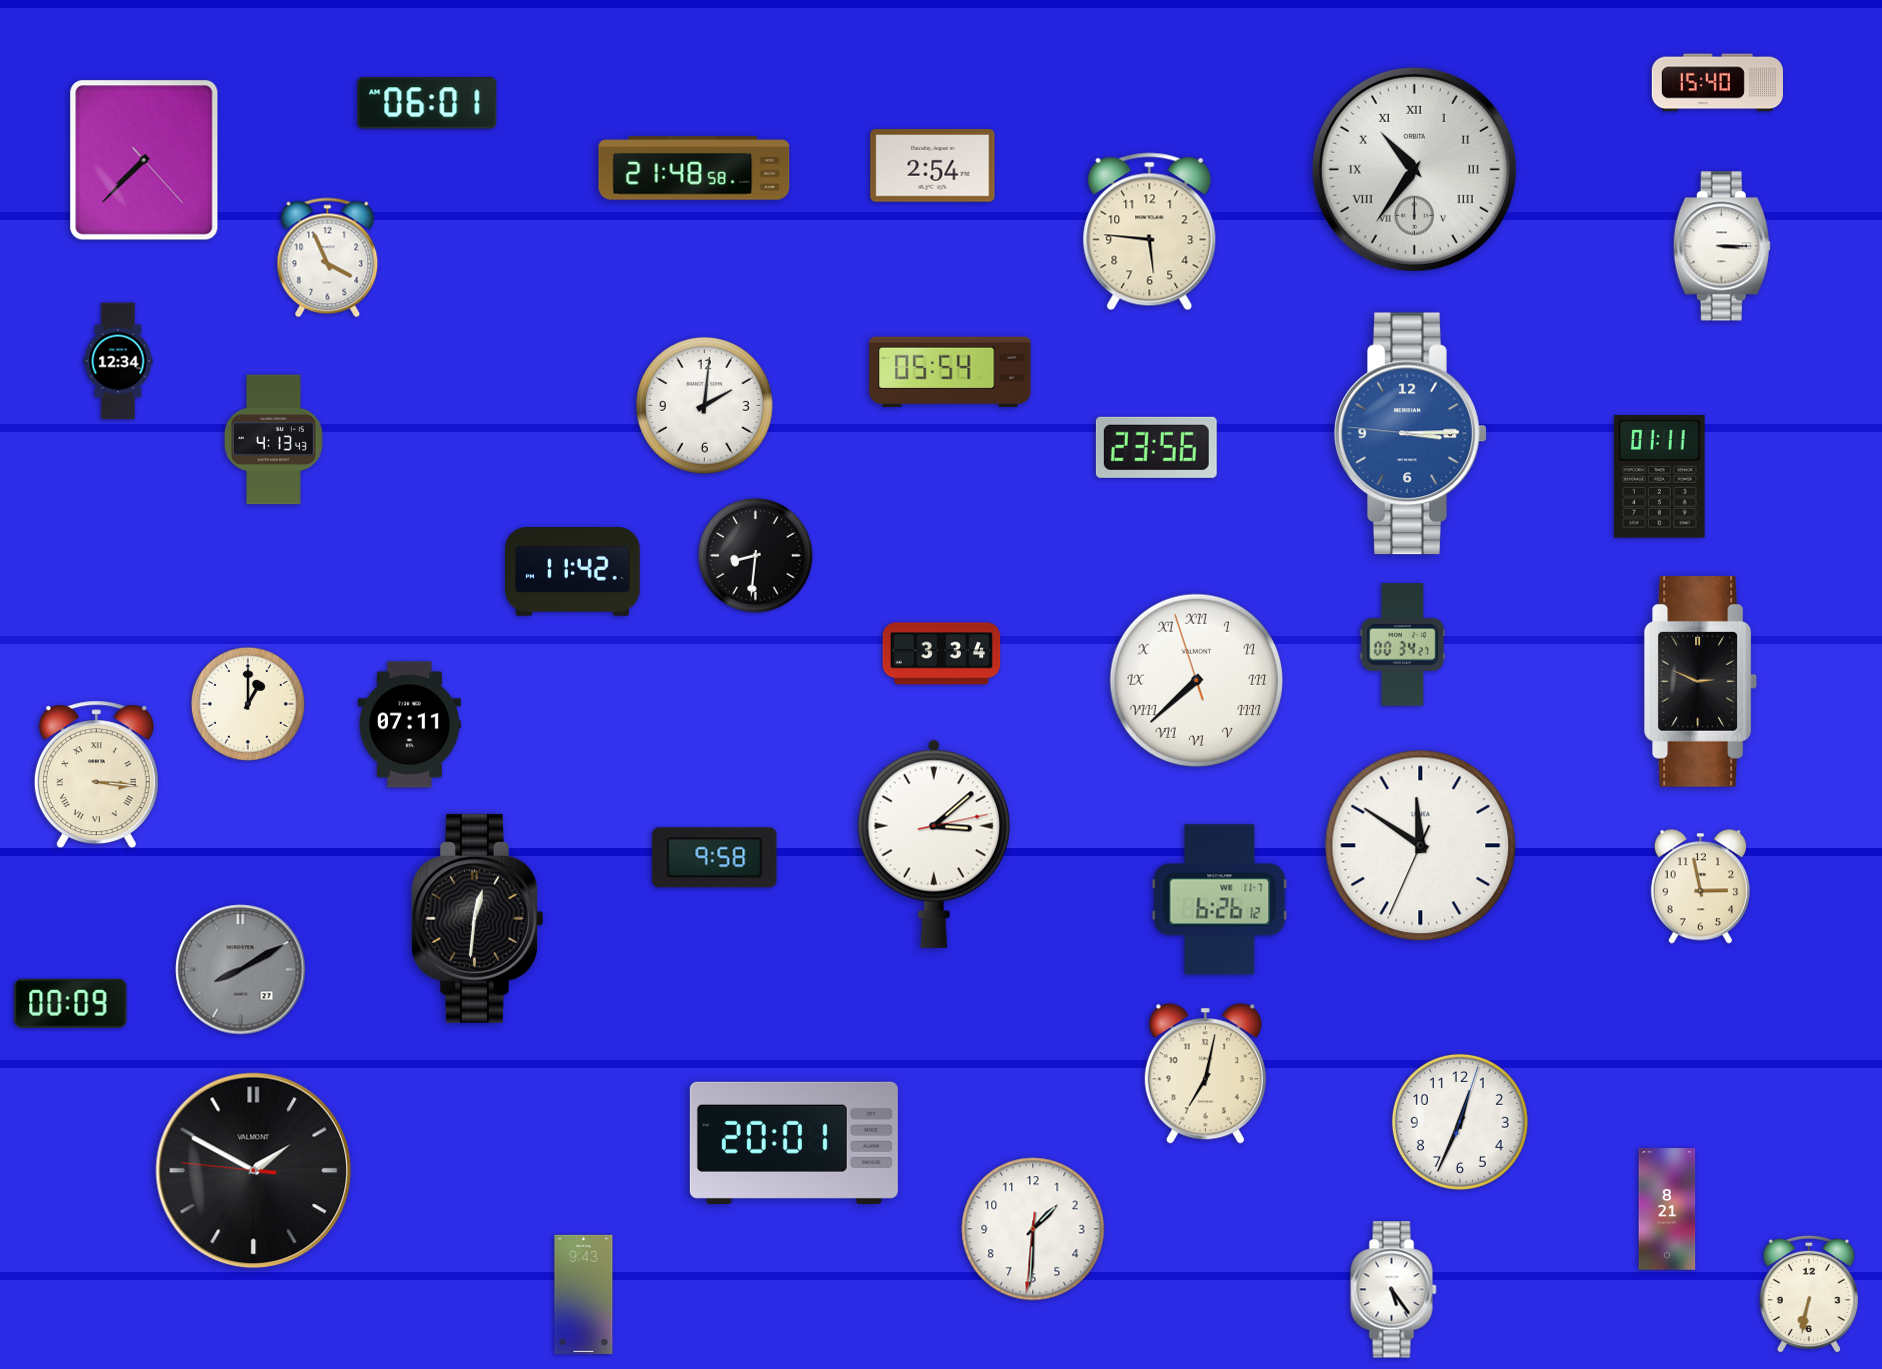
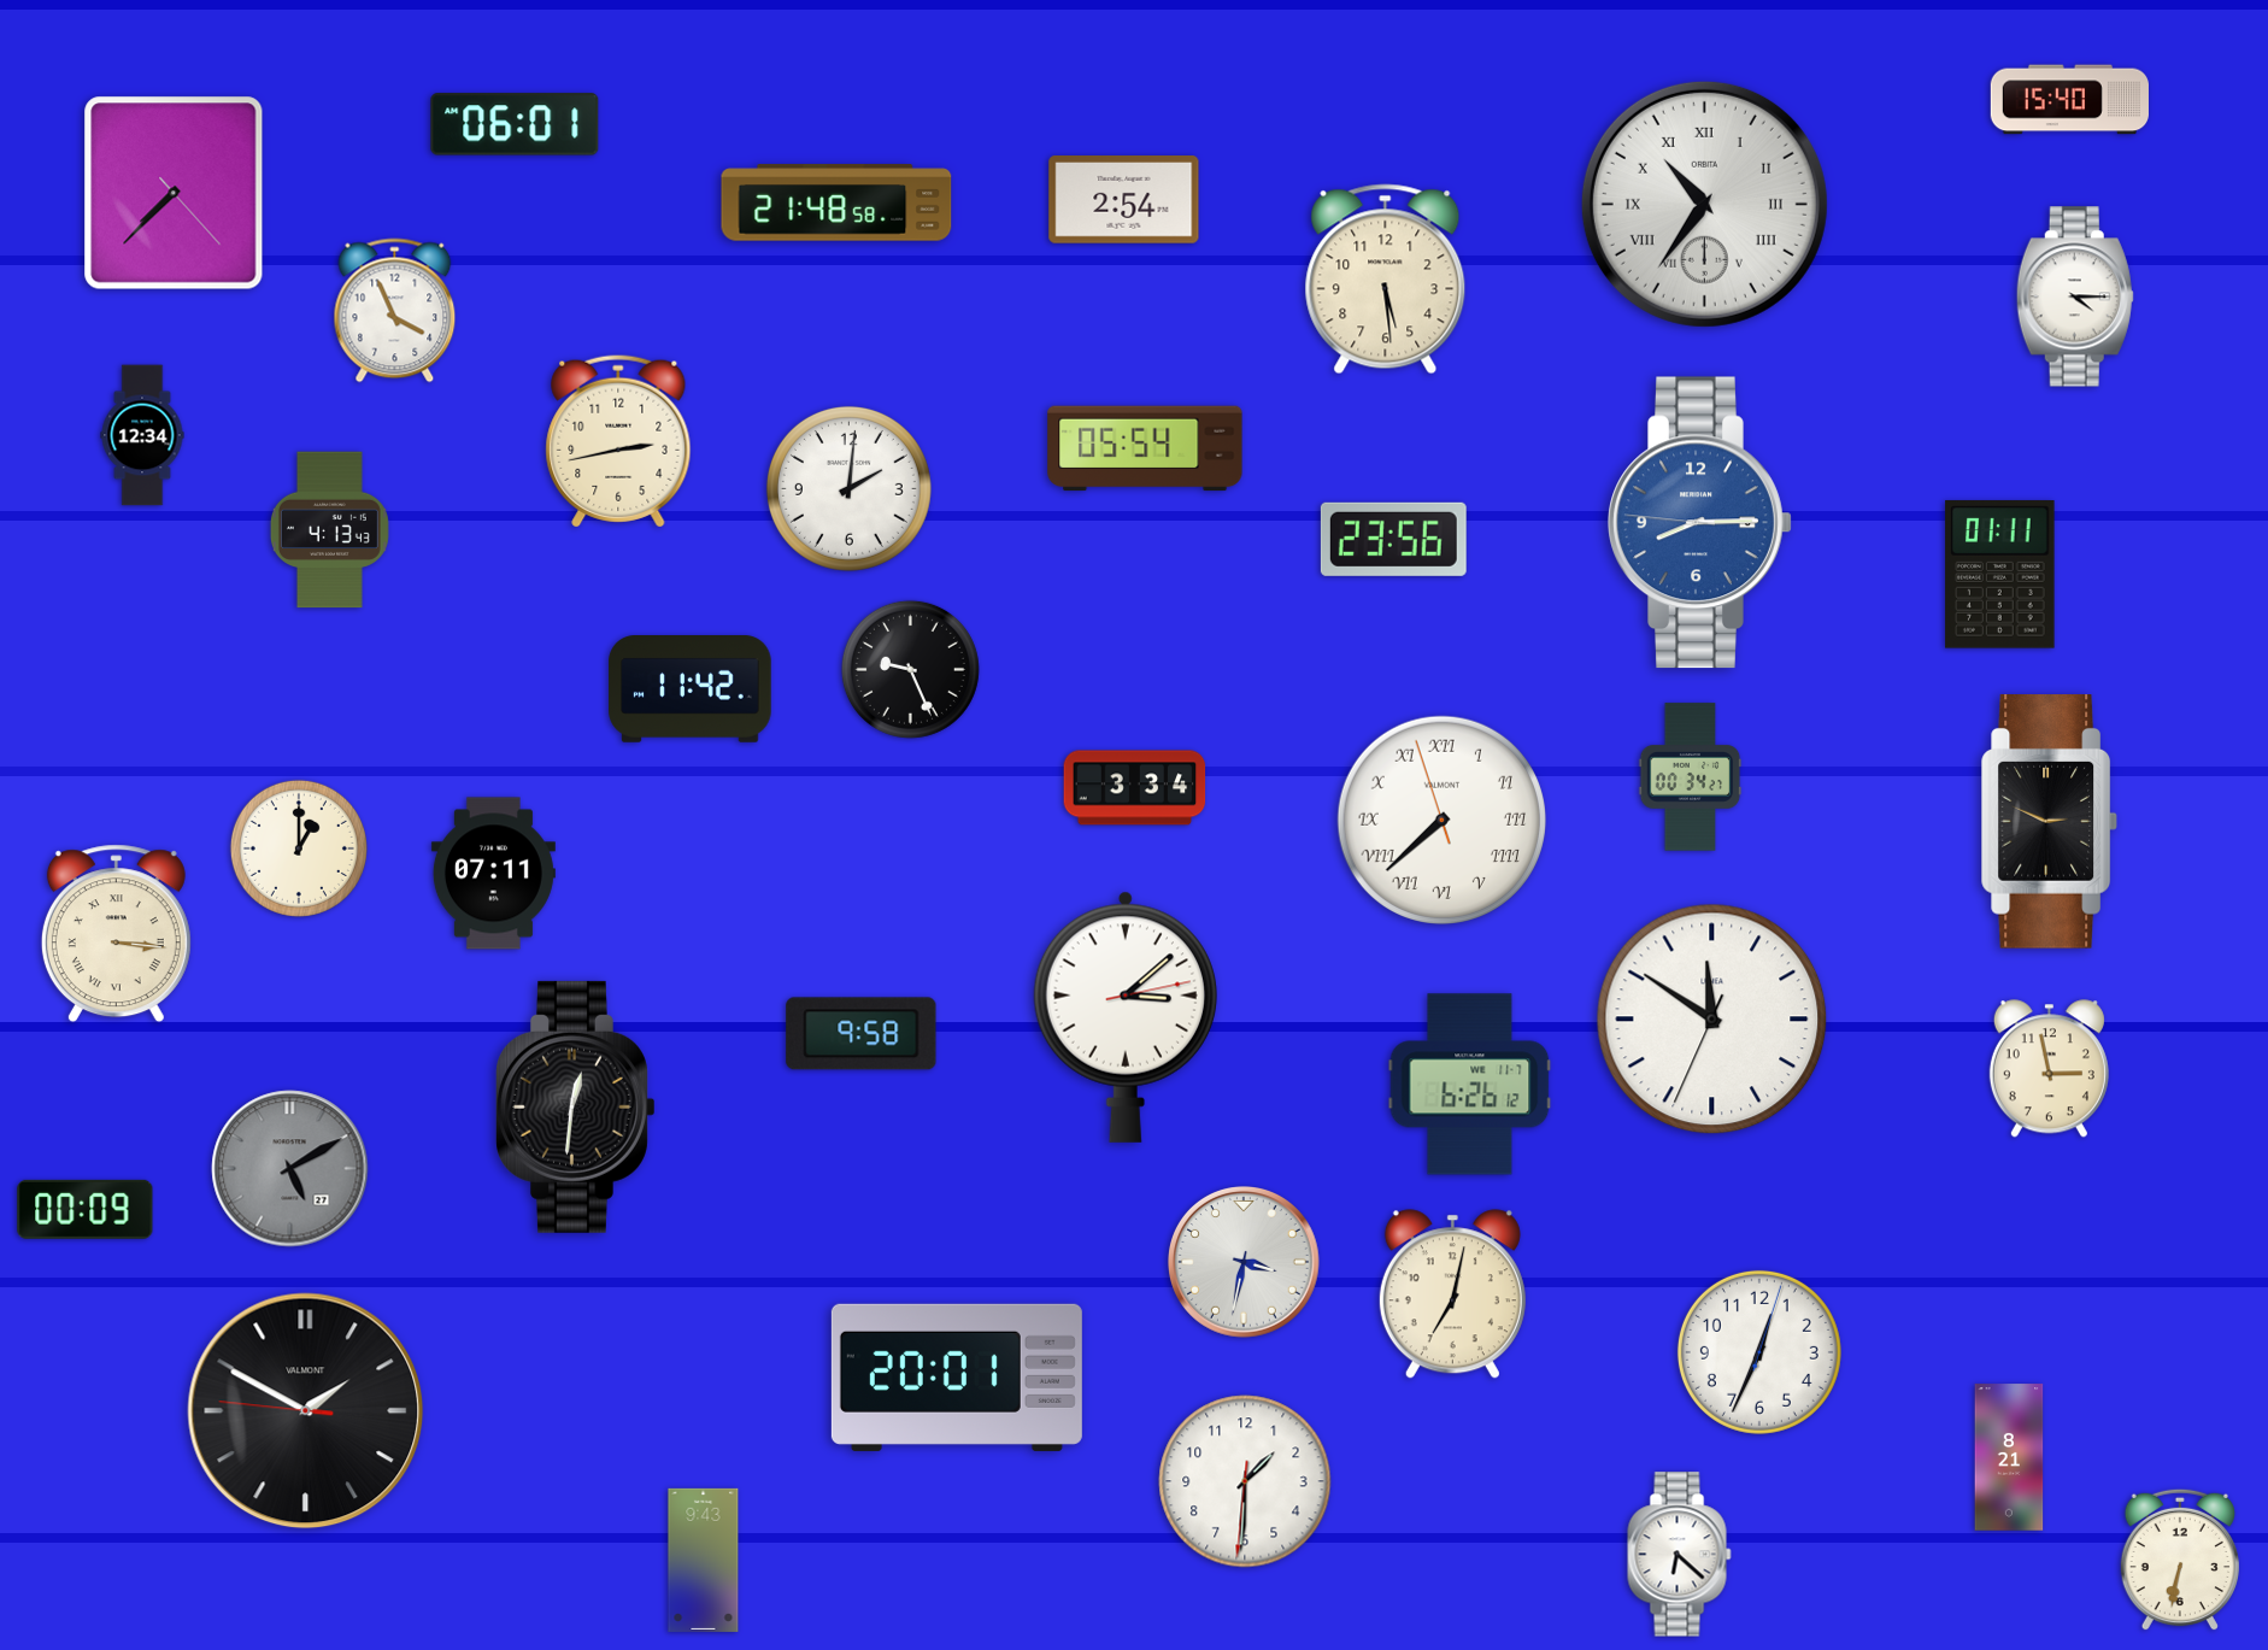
clock at (1150, 232): 5:46 -> 5:29
clock at (1722, 246): 3:15 -> 4:15
clock at (618, 441): none -> 2:43
clock at (1411, 434): 3:14 -> 8:14
clock at (755, 555): 8:31 -> 9:26
clock at (241, 970): 8:10 -> 5:10
clock at (1245, 1263): none -> 3:32
clock at (1394, 1290): 5:24 -> 6:22
